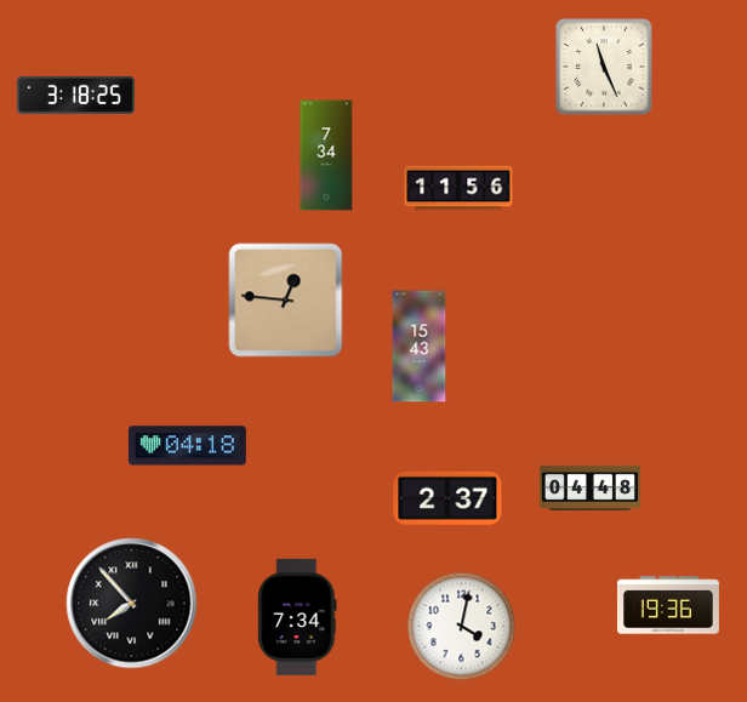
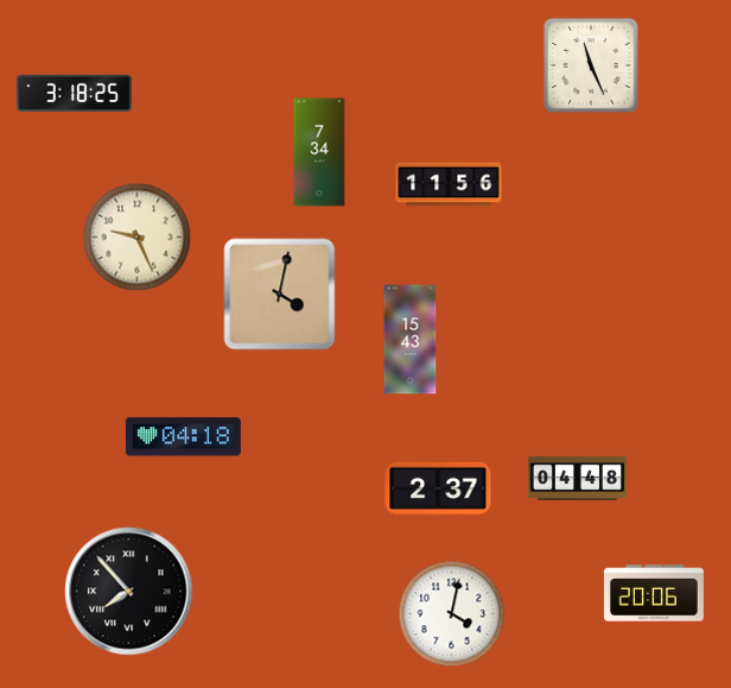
clock at (138, 238): none -> 9:26
clock at (286, 301): 12:46 -> 4:02
clock at (668, 605): 19:36 -> 20:06
clock at (297, 617): 7:34 -> none
